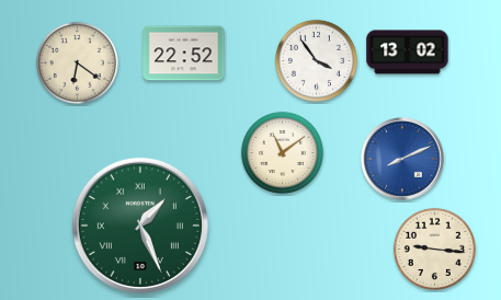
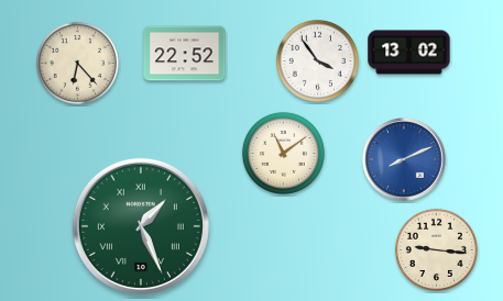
clock at (77, 62): 6:21 -> 6:23
